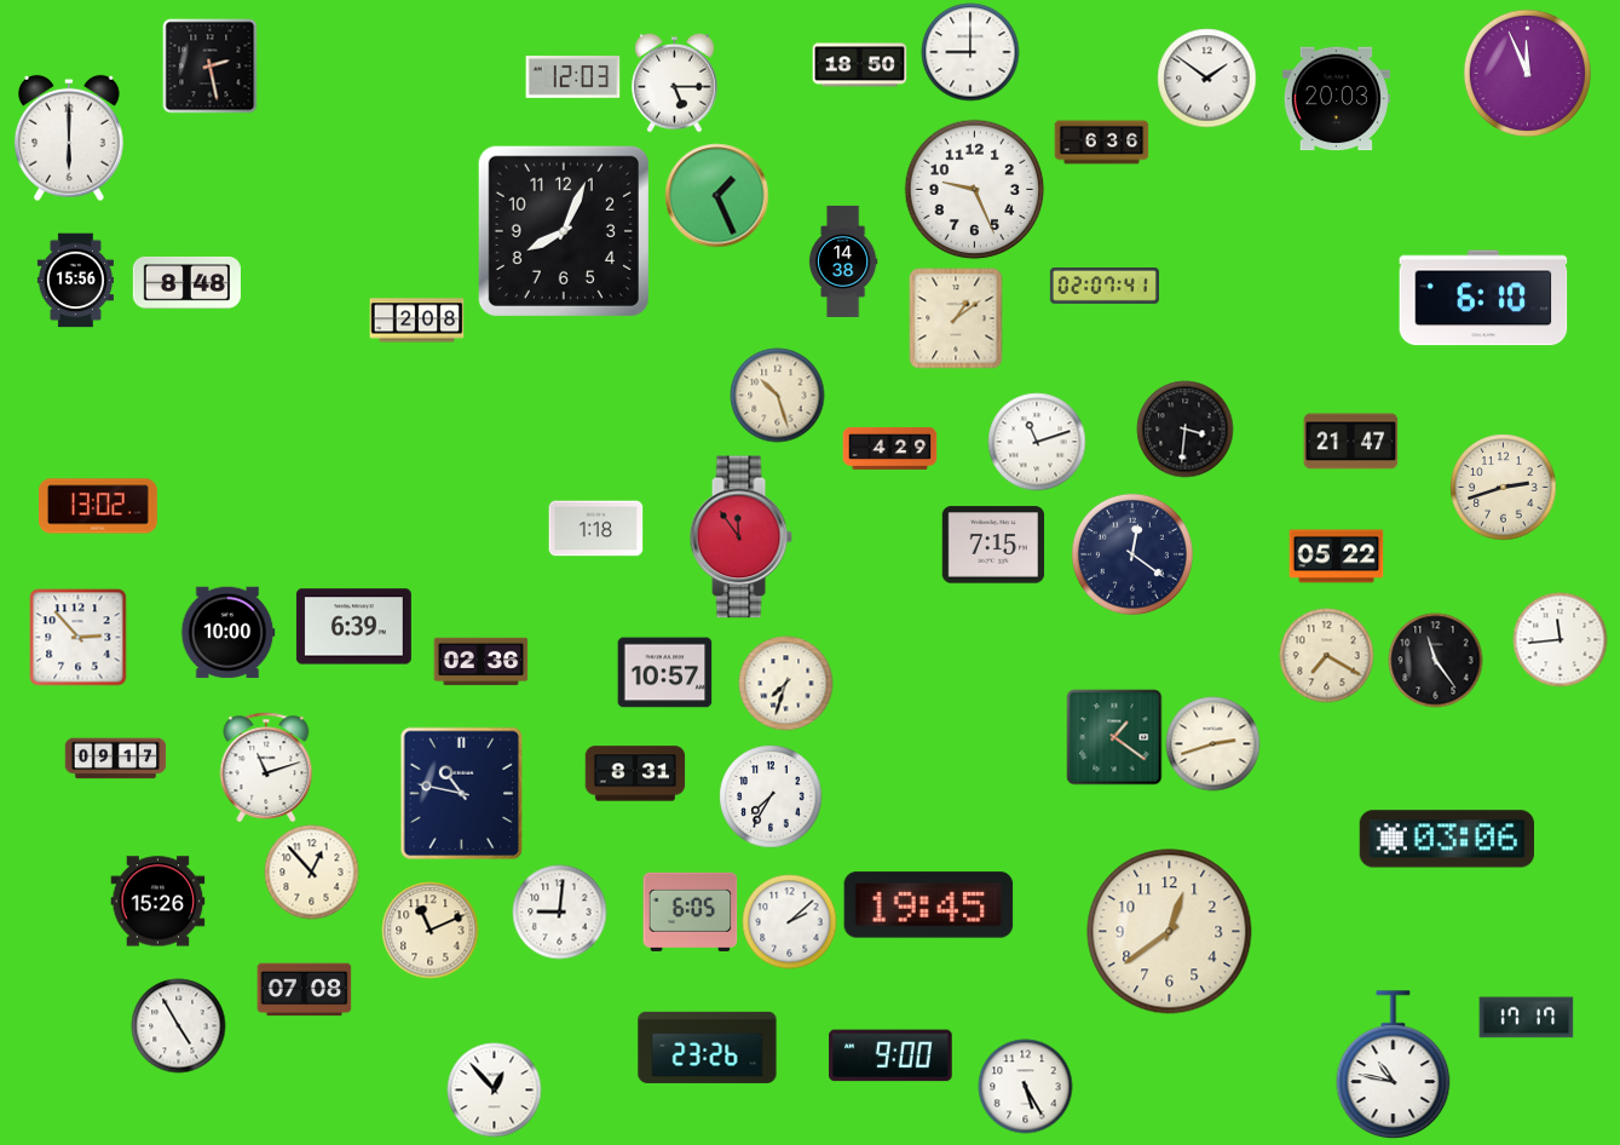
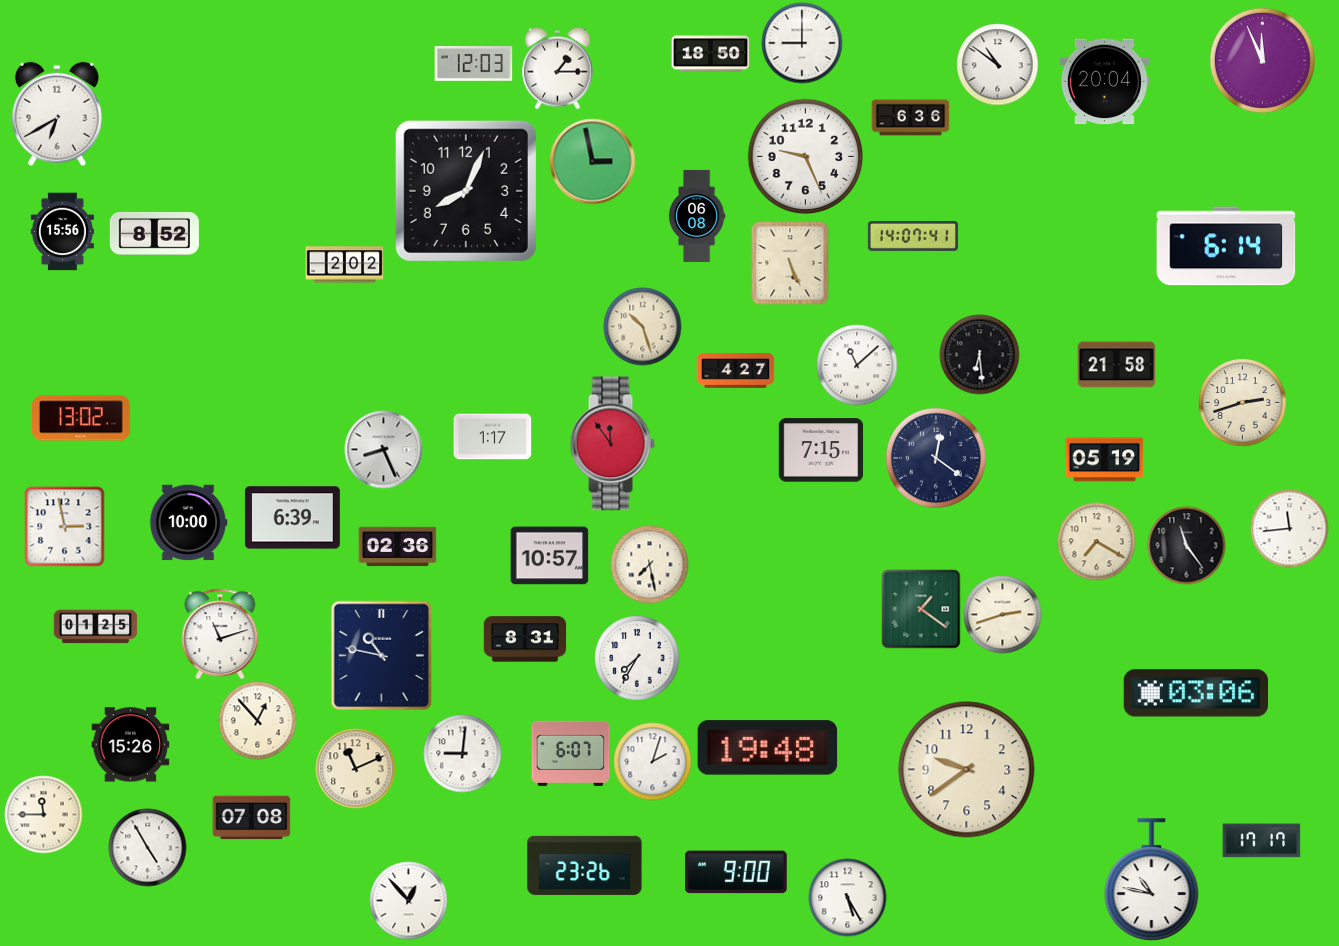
clock at (209, 65): 2:28 -> none
clock at (1206, 77): 1:51 -> 10:51
clock at (675, 82): 5:15 -> 1:15
clock at (1336, 99): 20:03 -> 20:04
clock at (69, 138): 6:00 -> 6:40
clock at (716, 195): 1:26 -> 2:58
clock at (843, 261): 14:38 -> 06:08
clock at (186, 283): 8:48 -> 8:52
clock at (1105, 287): 02:07 -> 14:07
clock at (1483, 298): 6:10 -> 6:14
clock at (956, 318): 1:09 -> 5:26
clock at (416, 321): 2:08 -> 2:02
clock at (1184, 428): 3:31 -> 6:29
clock at (1037, 442): 11:12 -> 11:08
clock at (1350, 442): 21:47 -> 21:58
clock at (889, 448): 4:29 -> 4:27
clock at (595, 529): 1:18 -> 1:17
clock at (383, 449): none -> 8:26
clock at (1336, 557): 05:22 -> 05:19
clock at (77, 637): 2:53 -> 2:58
clock at (785, 683): 7:33 -> 7:28
clock at (115, 759): 09:17 -> 01:25
clock at (929, 905): 19:45 -> 19:48
clock at (690, 911): 6:05 -> 6:07
clock at (789, 921): 2:08 -> 2:03
clock at (1170, 932): 12:39 -> 9:39
clock at (43, 814): none -> 11:45
